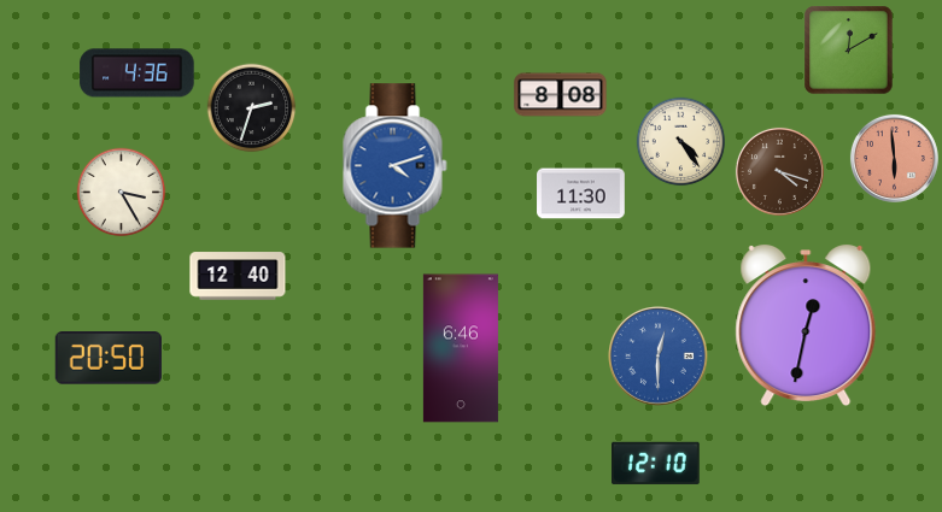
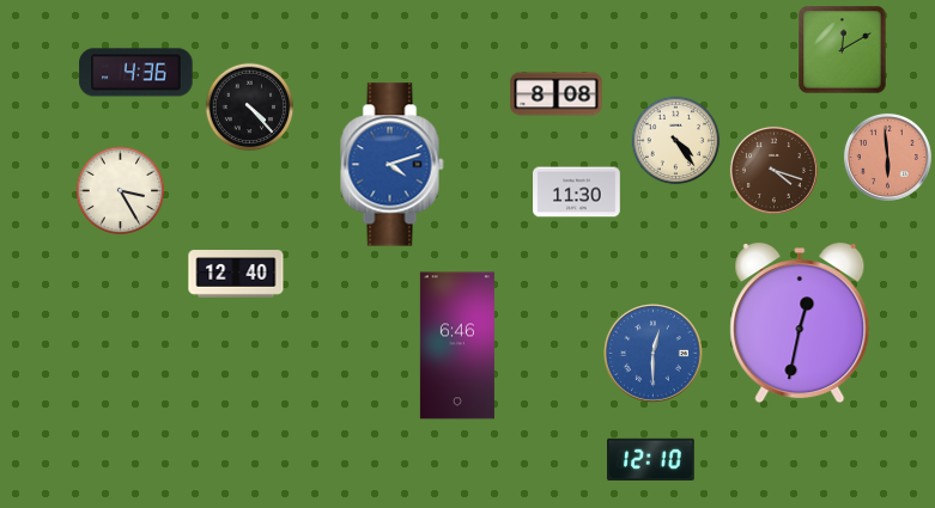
clock at (252, 108): 2:33 -> 4:23
clock at (109, 359): 20:50 -> none
